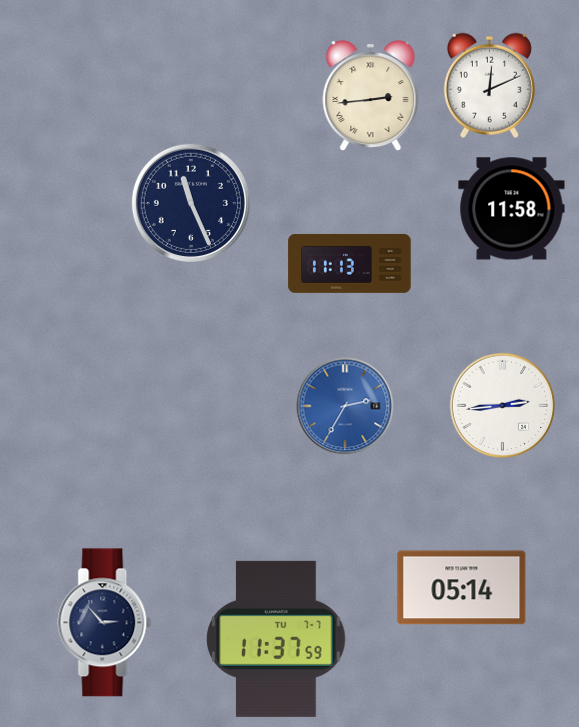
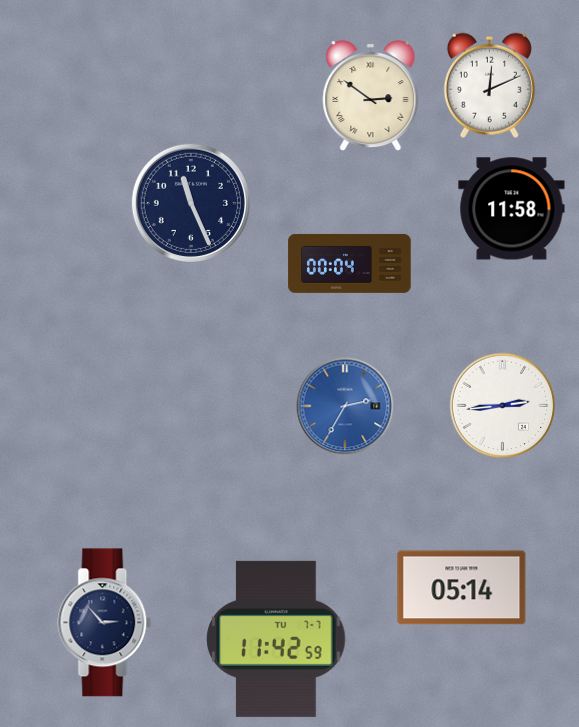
clock at (371, 96): 2:44 -> 2:51
clock at (350, 263): 11:13 -> 00:04
clock at (276, 639): 11:37 -> 11:42
